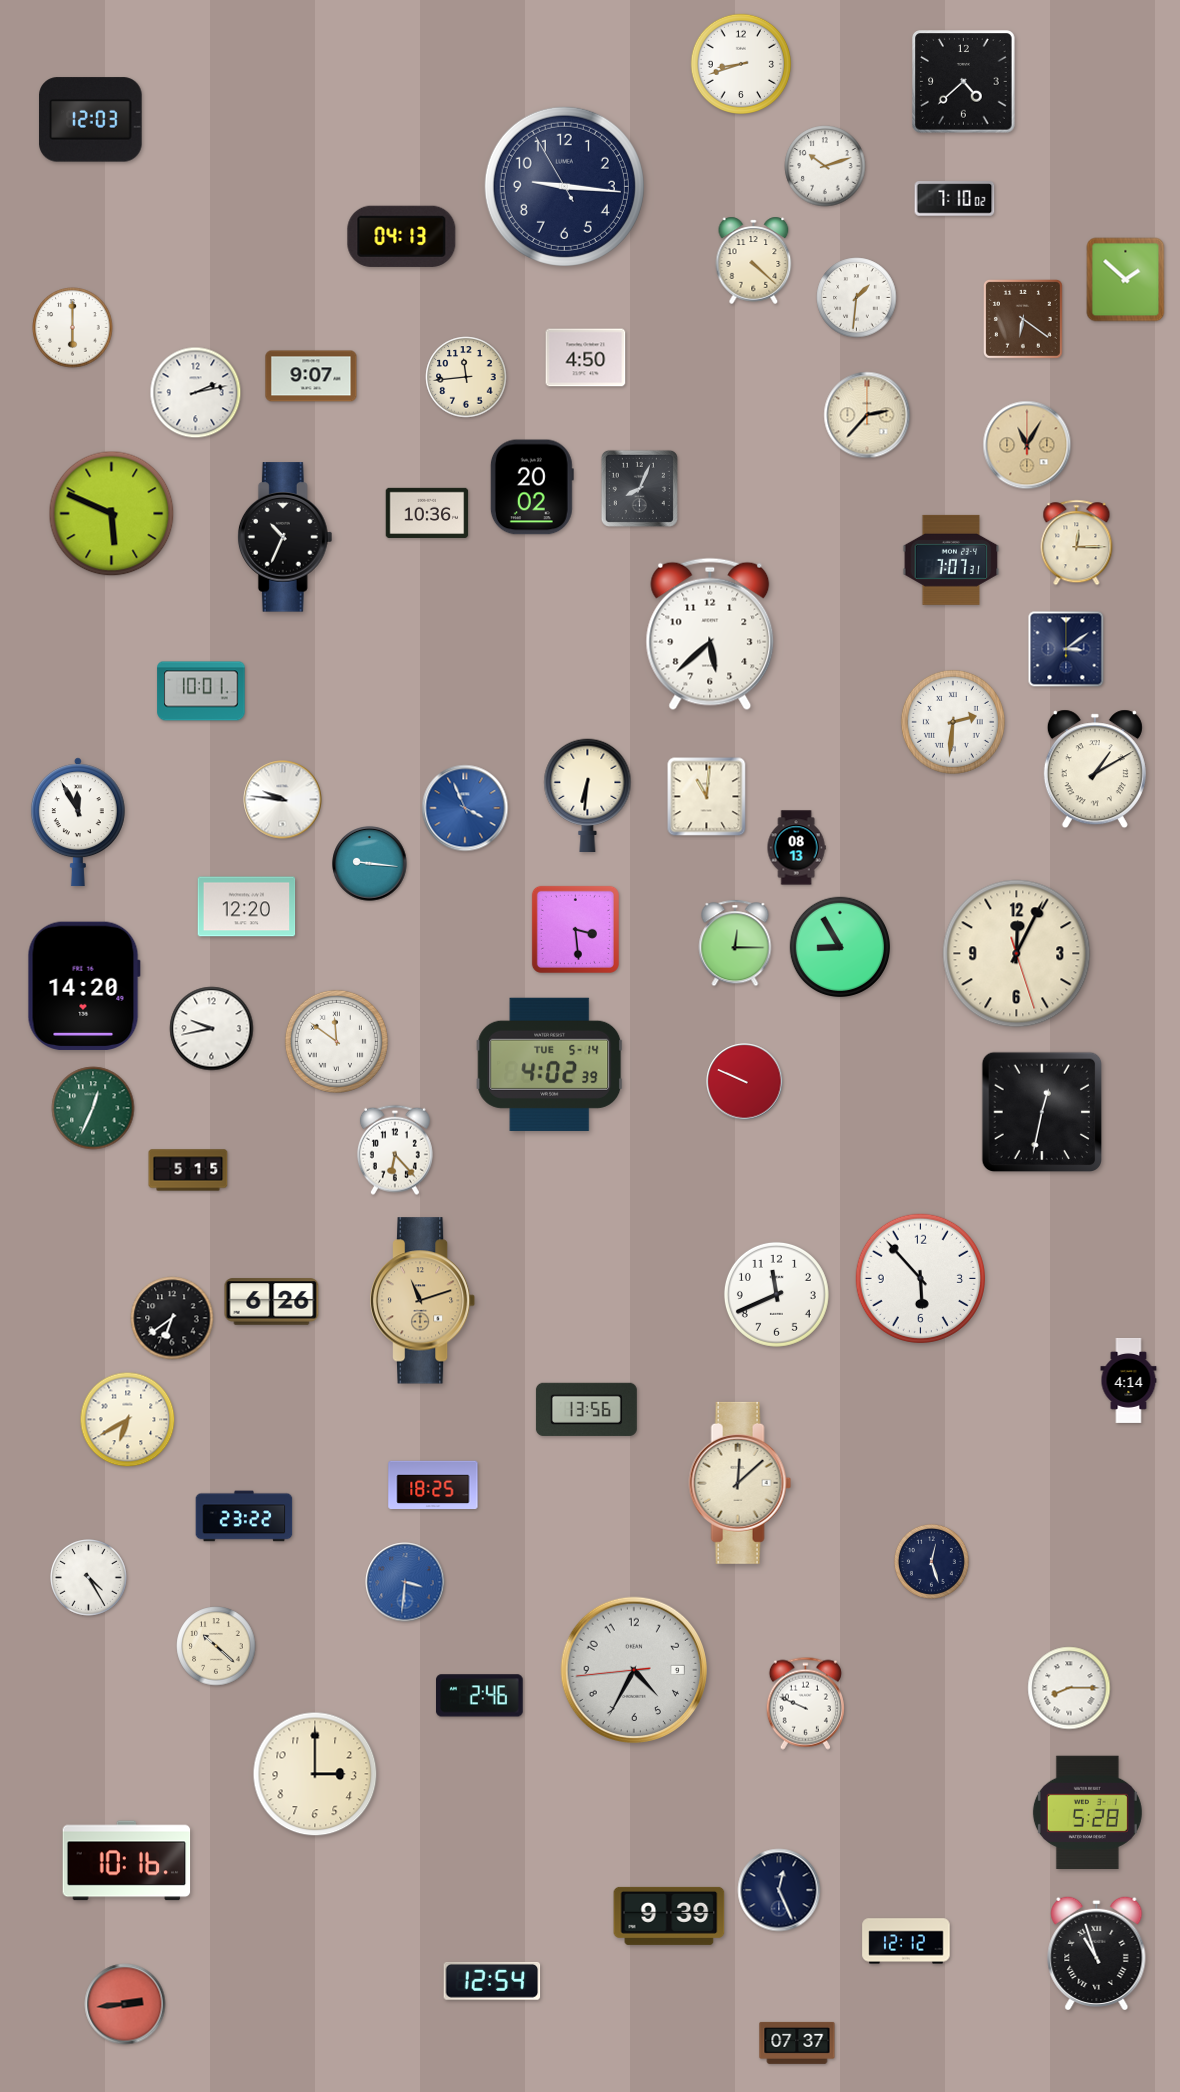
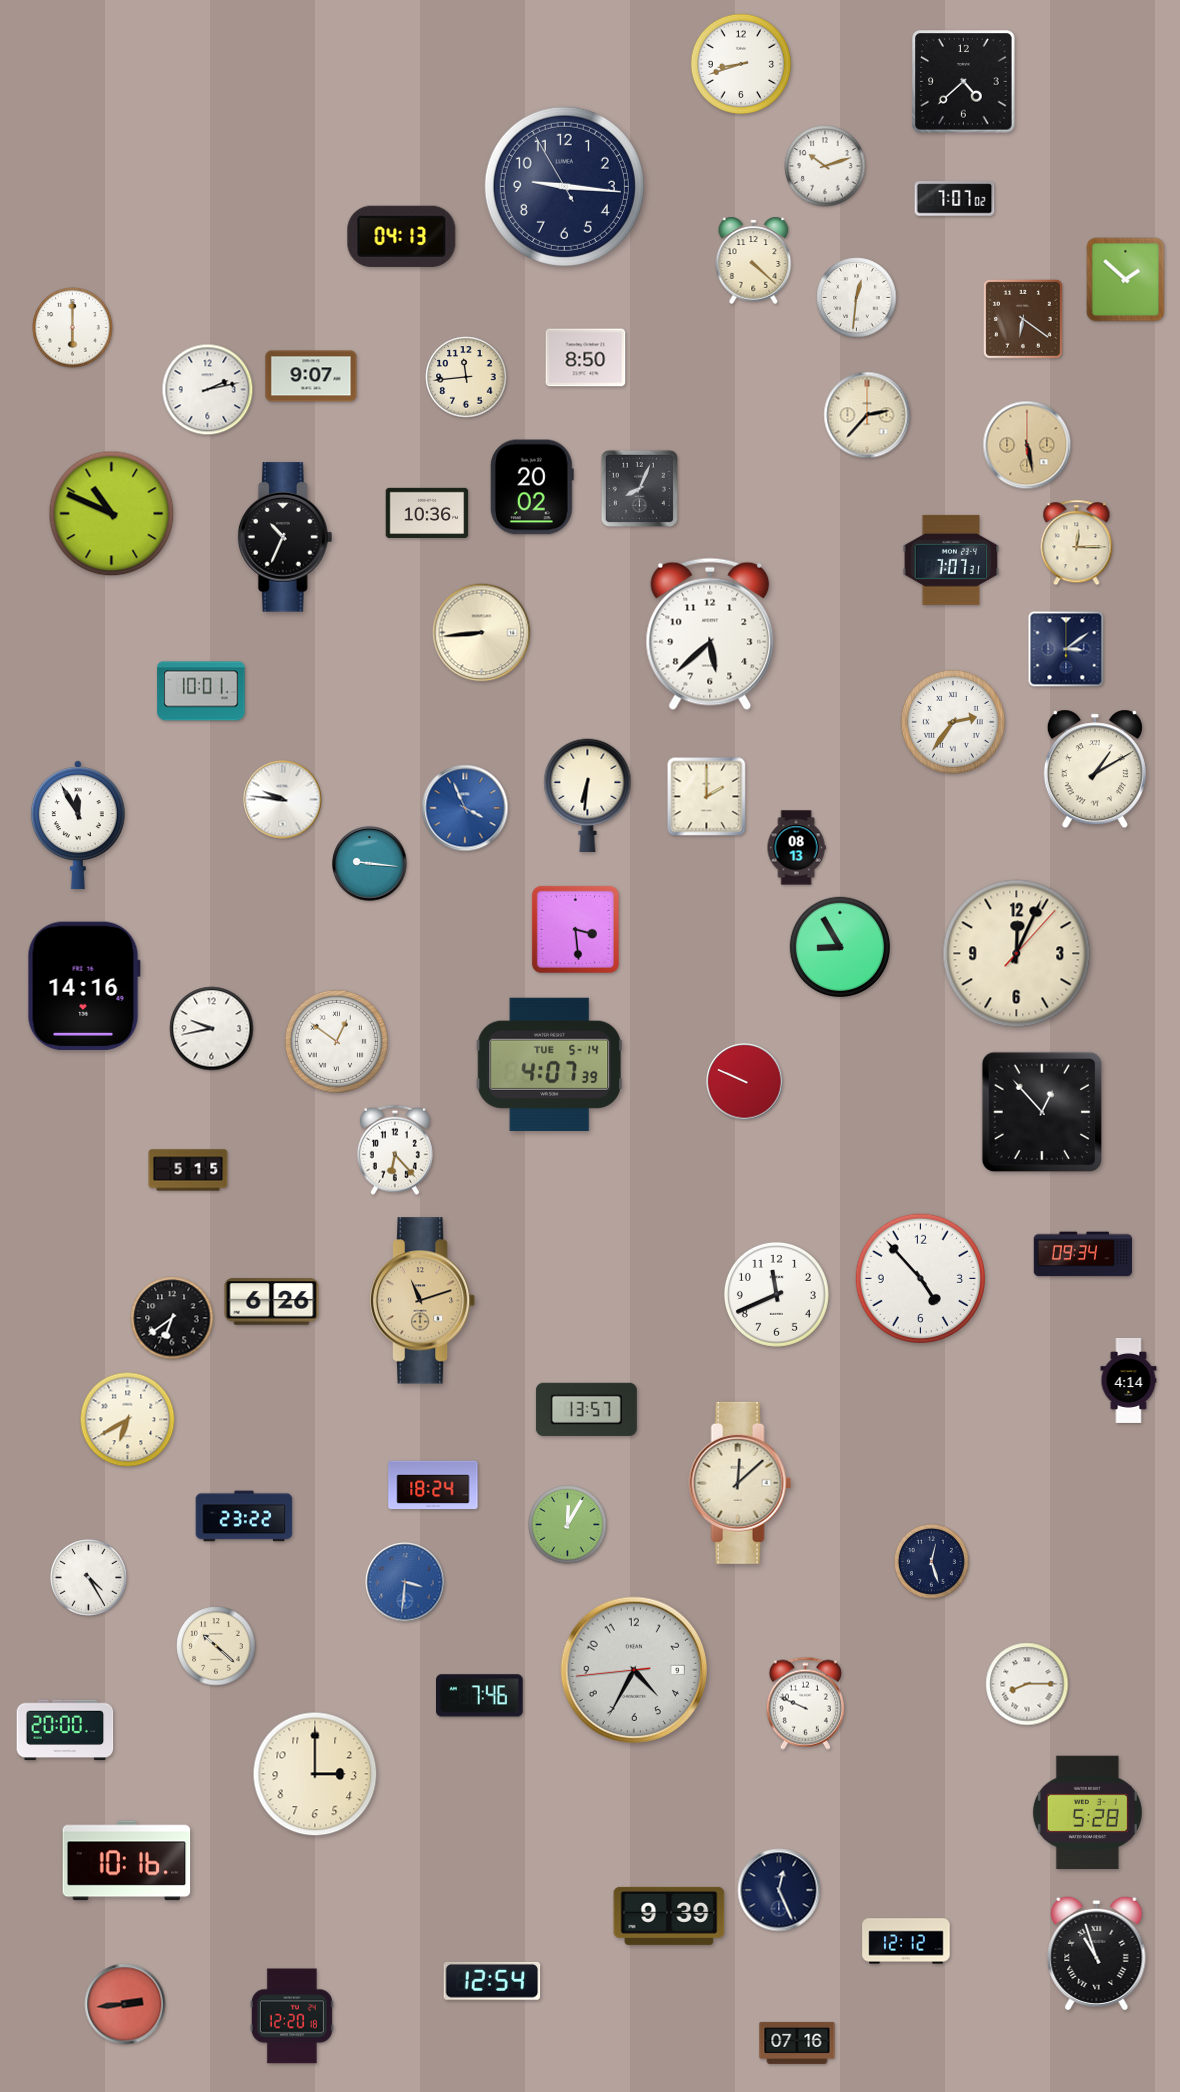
clock at (91, 120): 12:03 -> none
clock at (955, 199): 7:10 -> 7:07
clock at (857, 298): 1:31 -> 12:31
clock at (586, 358): 4:50 -> 8:50
clock at (196, 393) position: (196, 393) -> (208, 390)
clock at (1027, 445): 11:05 -> 5:28
clock at (112, 514): 5:49 -> 10:49
clock at (482, 633): none -> 8:44
clock at (953, 722): 2:31 -> 2:36
clock at (707, 797): 11:01 -> 2:00
clock at (78, 822) position: (78, 822) -> (78, 825)
clock at (247, 907): 12:20 -> none
clock at (735, 943): 12:15 -> none
clock at (1017, 954): 12:04:27 -> 12:04:07
clock at (84, 986): 14:20 -> 14:16
clock at (336, 1041): 11:51 -> 12:51
clock at (550, 1064): 4:02 -> 4:07
clock at (93, 1108): 12:34 -> none
clock at (1042, 1112): 12:32 -> 12:53
clock at (1083, 1254): none -> 09:34
clock at (920, 1278): 5:53 -> 4:53
clock at (586, 1409): 13:56 -> 13:57
clock at (433, 1485): 18:25 -> 18:24
clock at (568, 1525): none -> 12:05
clock at (1069, 1688) position: (1069, 1688) -> (1027, 1684)
clock at (480, 1696): 2:46 -> 7:46
clock at (65, 1730): none -> 20:00
clock at (292, 2016): none -> 12:20
clock at (797, 2043): 07:37 -> 07:16
